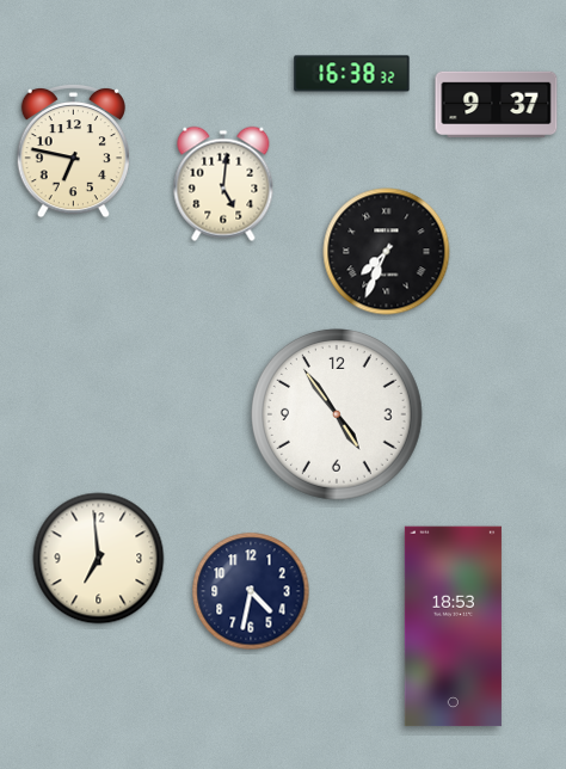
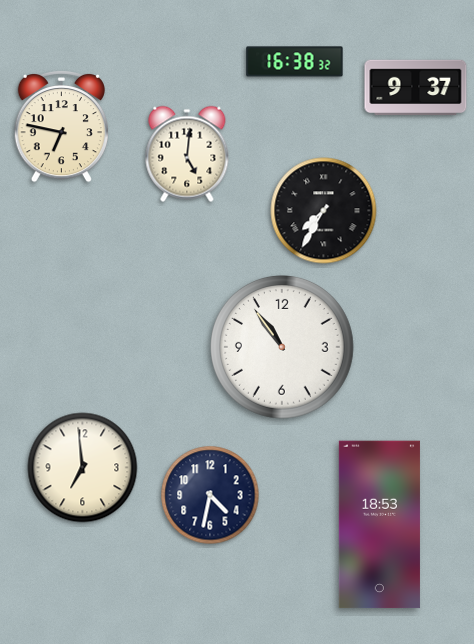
clock at (387, 252): 7:34 -> 7:35
clock at (338, 416): 4:54 -> 10:54
